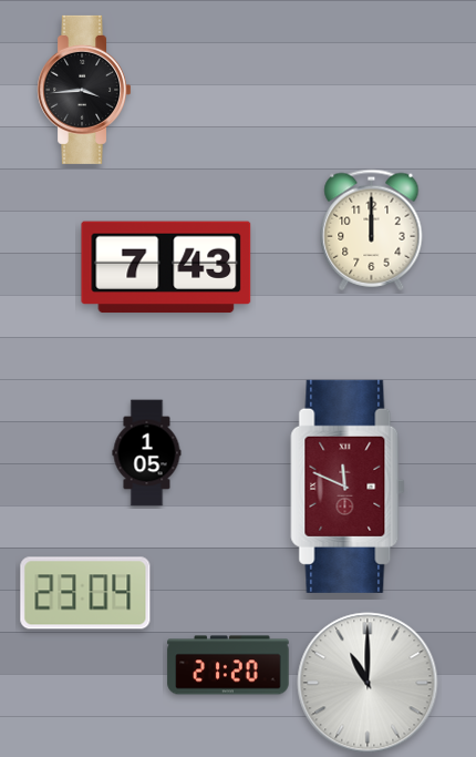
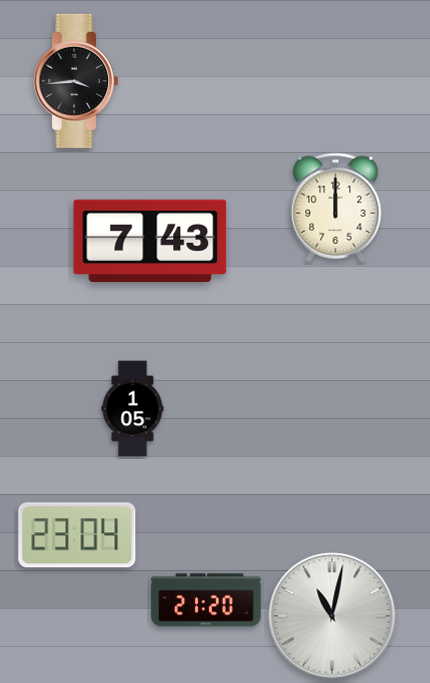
clock at (348, 487): 11:49 -> none
clock at (368, 683): 11:00 -> 11:02
